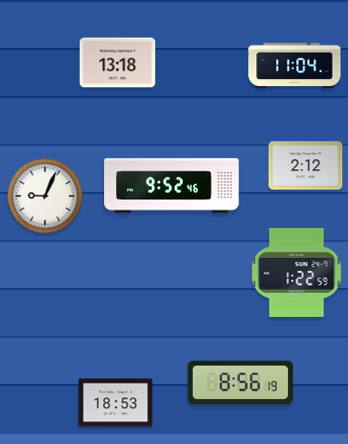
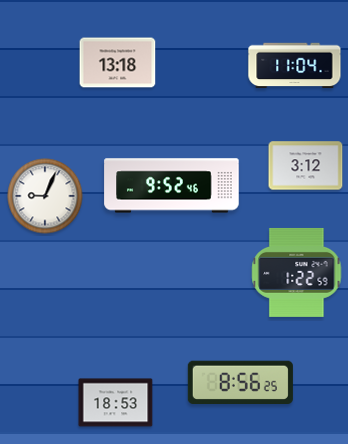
clock at (306, 166): 2:12 -> 3:12
clock at (240, 383): 8:56:19 -> 8:56:25
